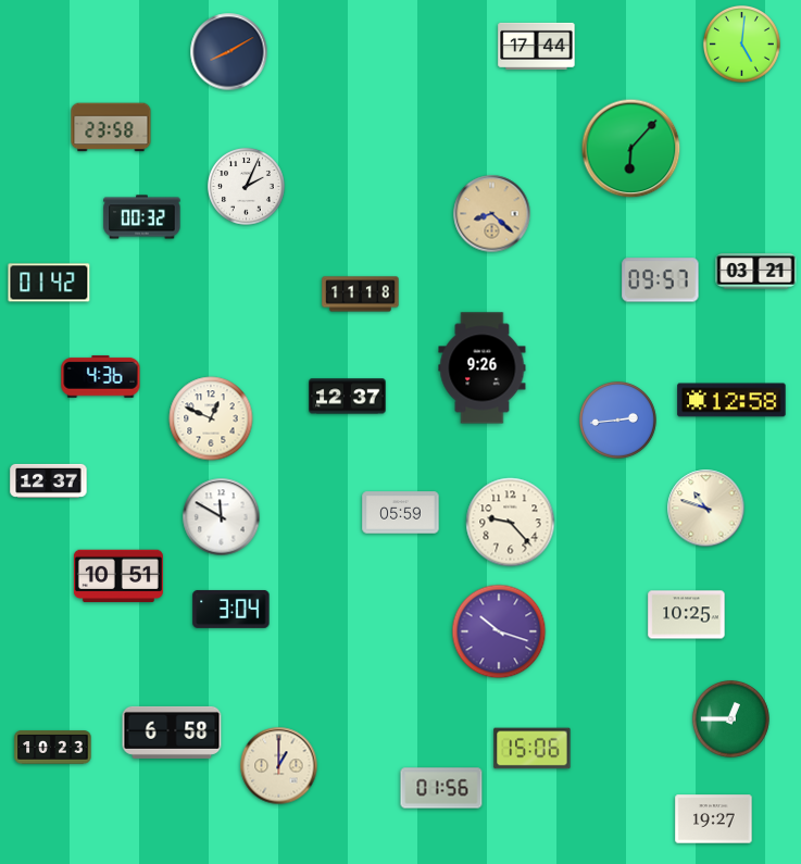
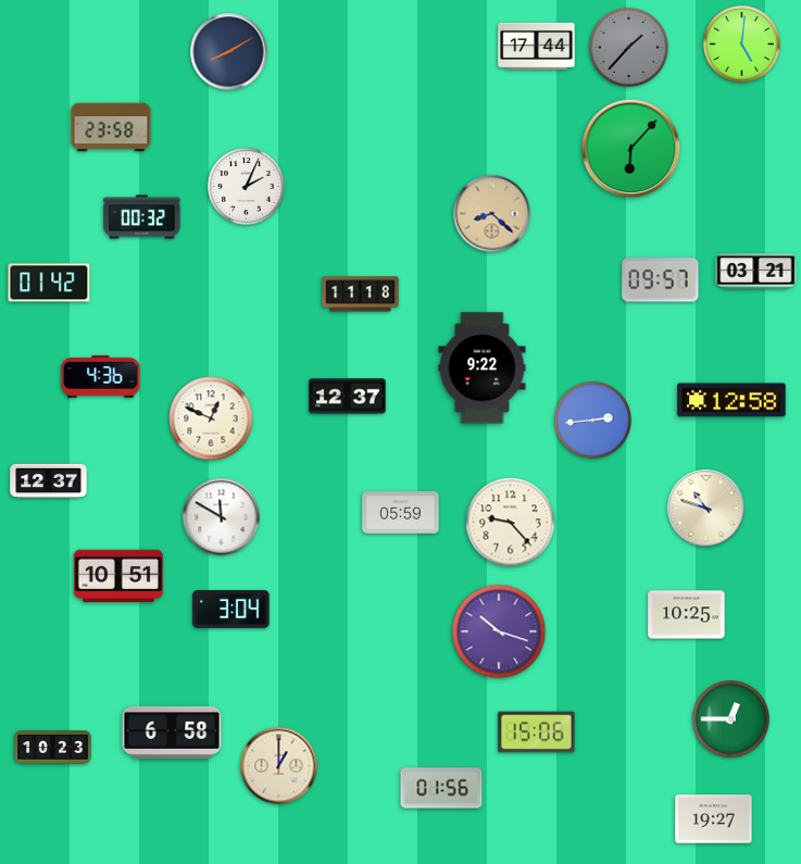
clock at (629, 48): none -> 1:37
clock at (483, 368): 9:26 -> 9:22
clock at (617, 420) position: (617, 420) -> (592, 420)
clock at (533, 749) position: (533, 749) -> (537, 732)
